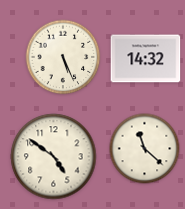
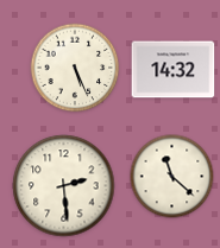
clock at (54, 157): 4:51 -> 2:29
